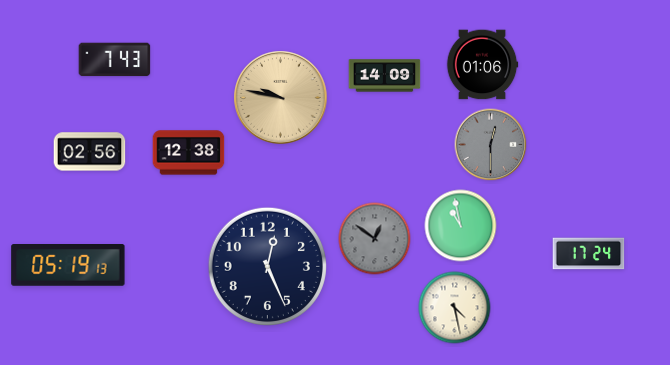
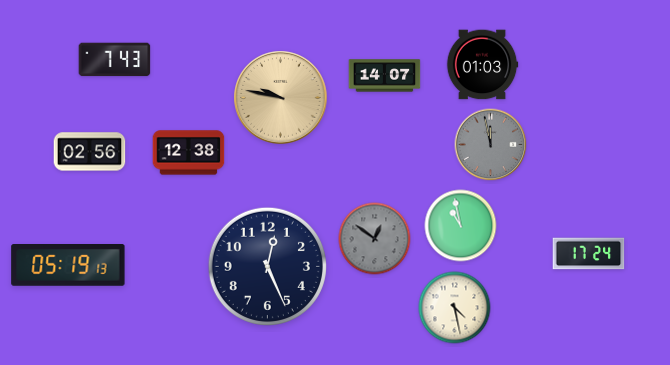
clock at (482, 65): 01:06 -> 01:03
clock at (385, 76): 14:09 -> 14:07
clock at (491, 145): 12:30 -> 11:58
